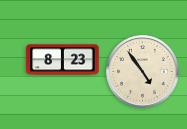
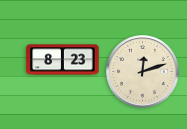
clock at (143, 72): 4:54 -> 12:12
